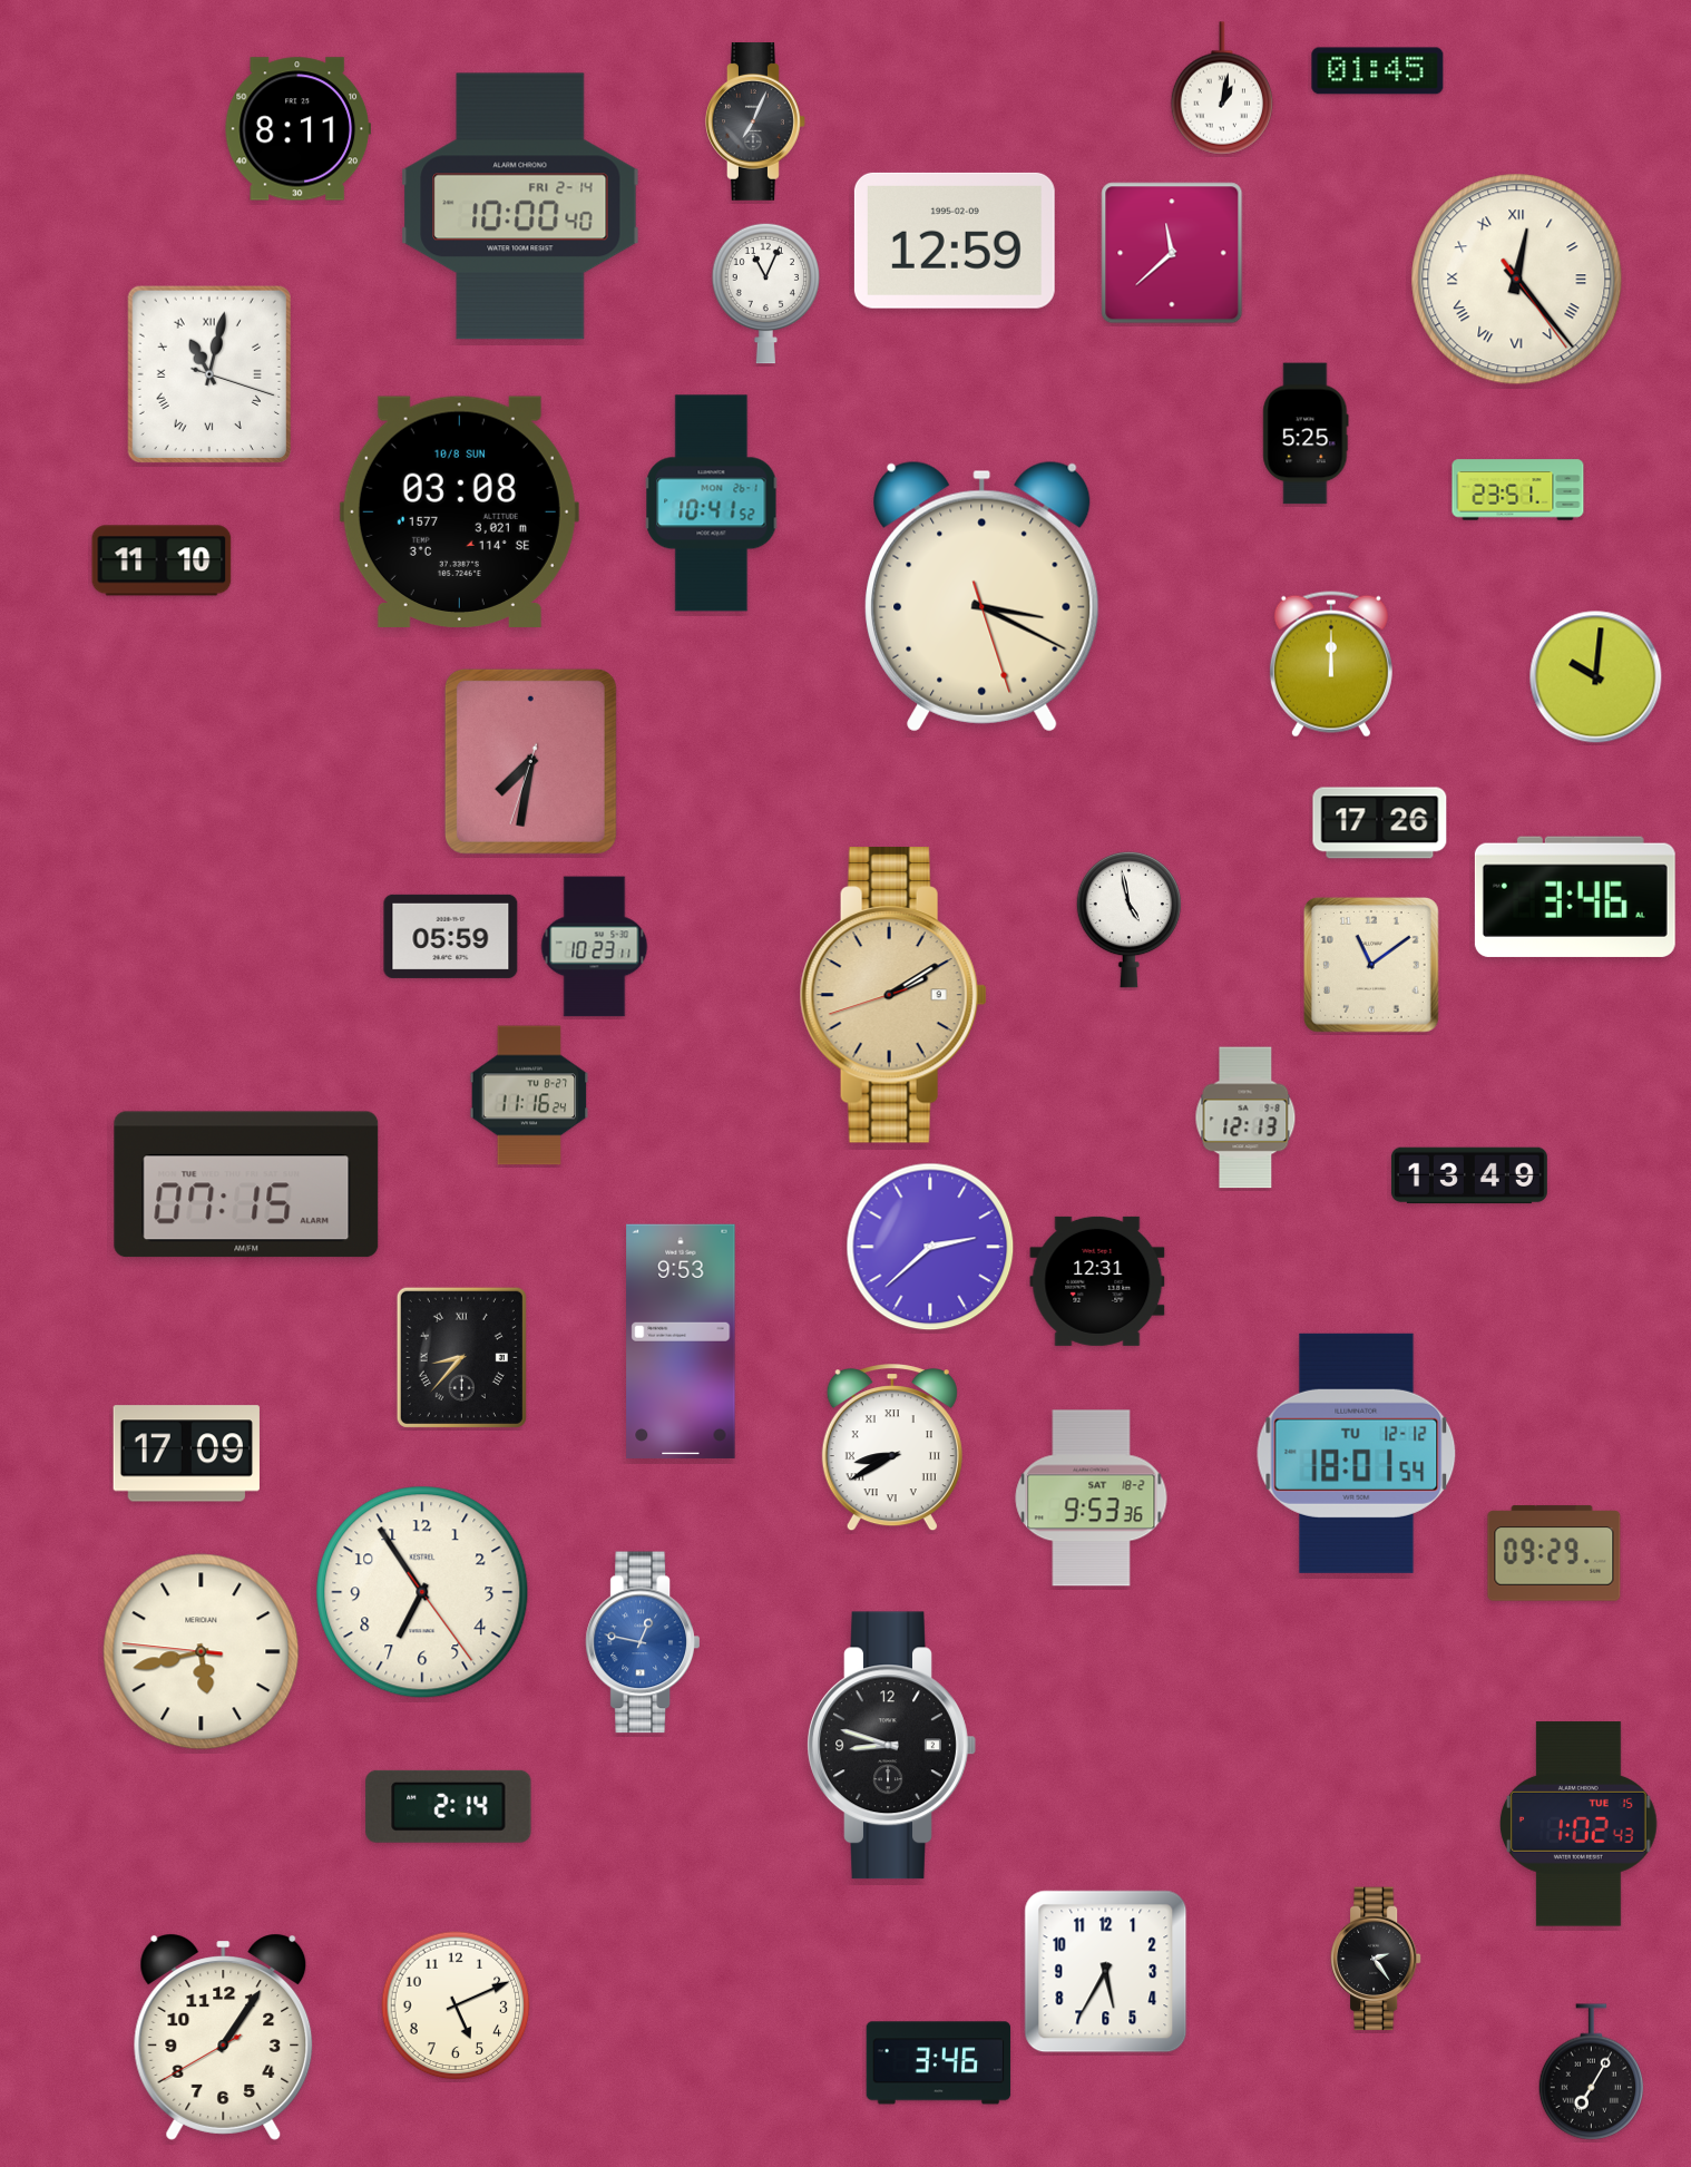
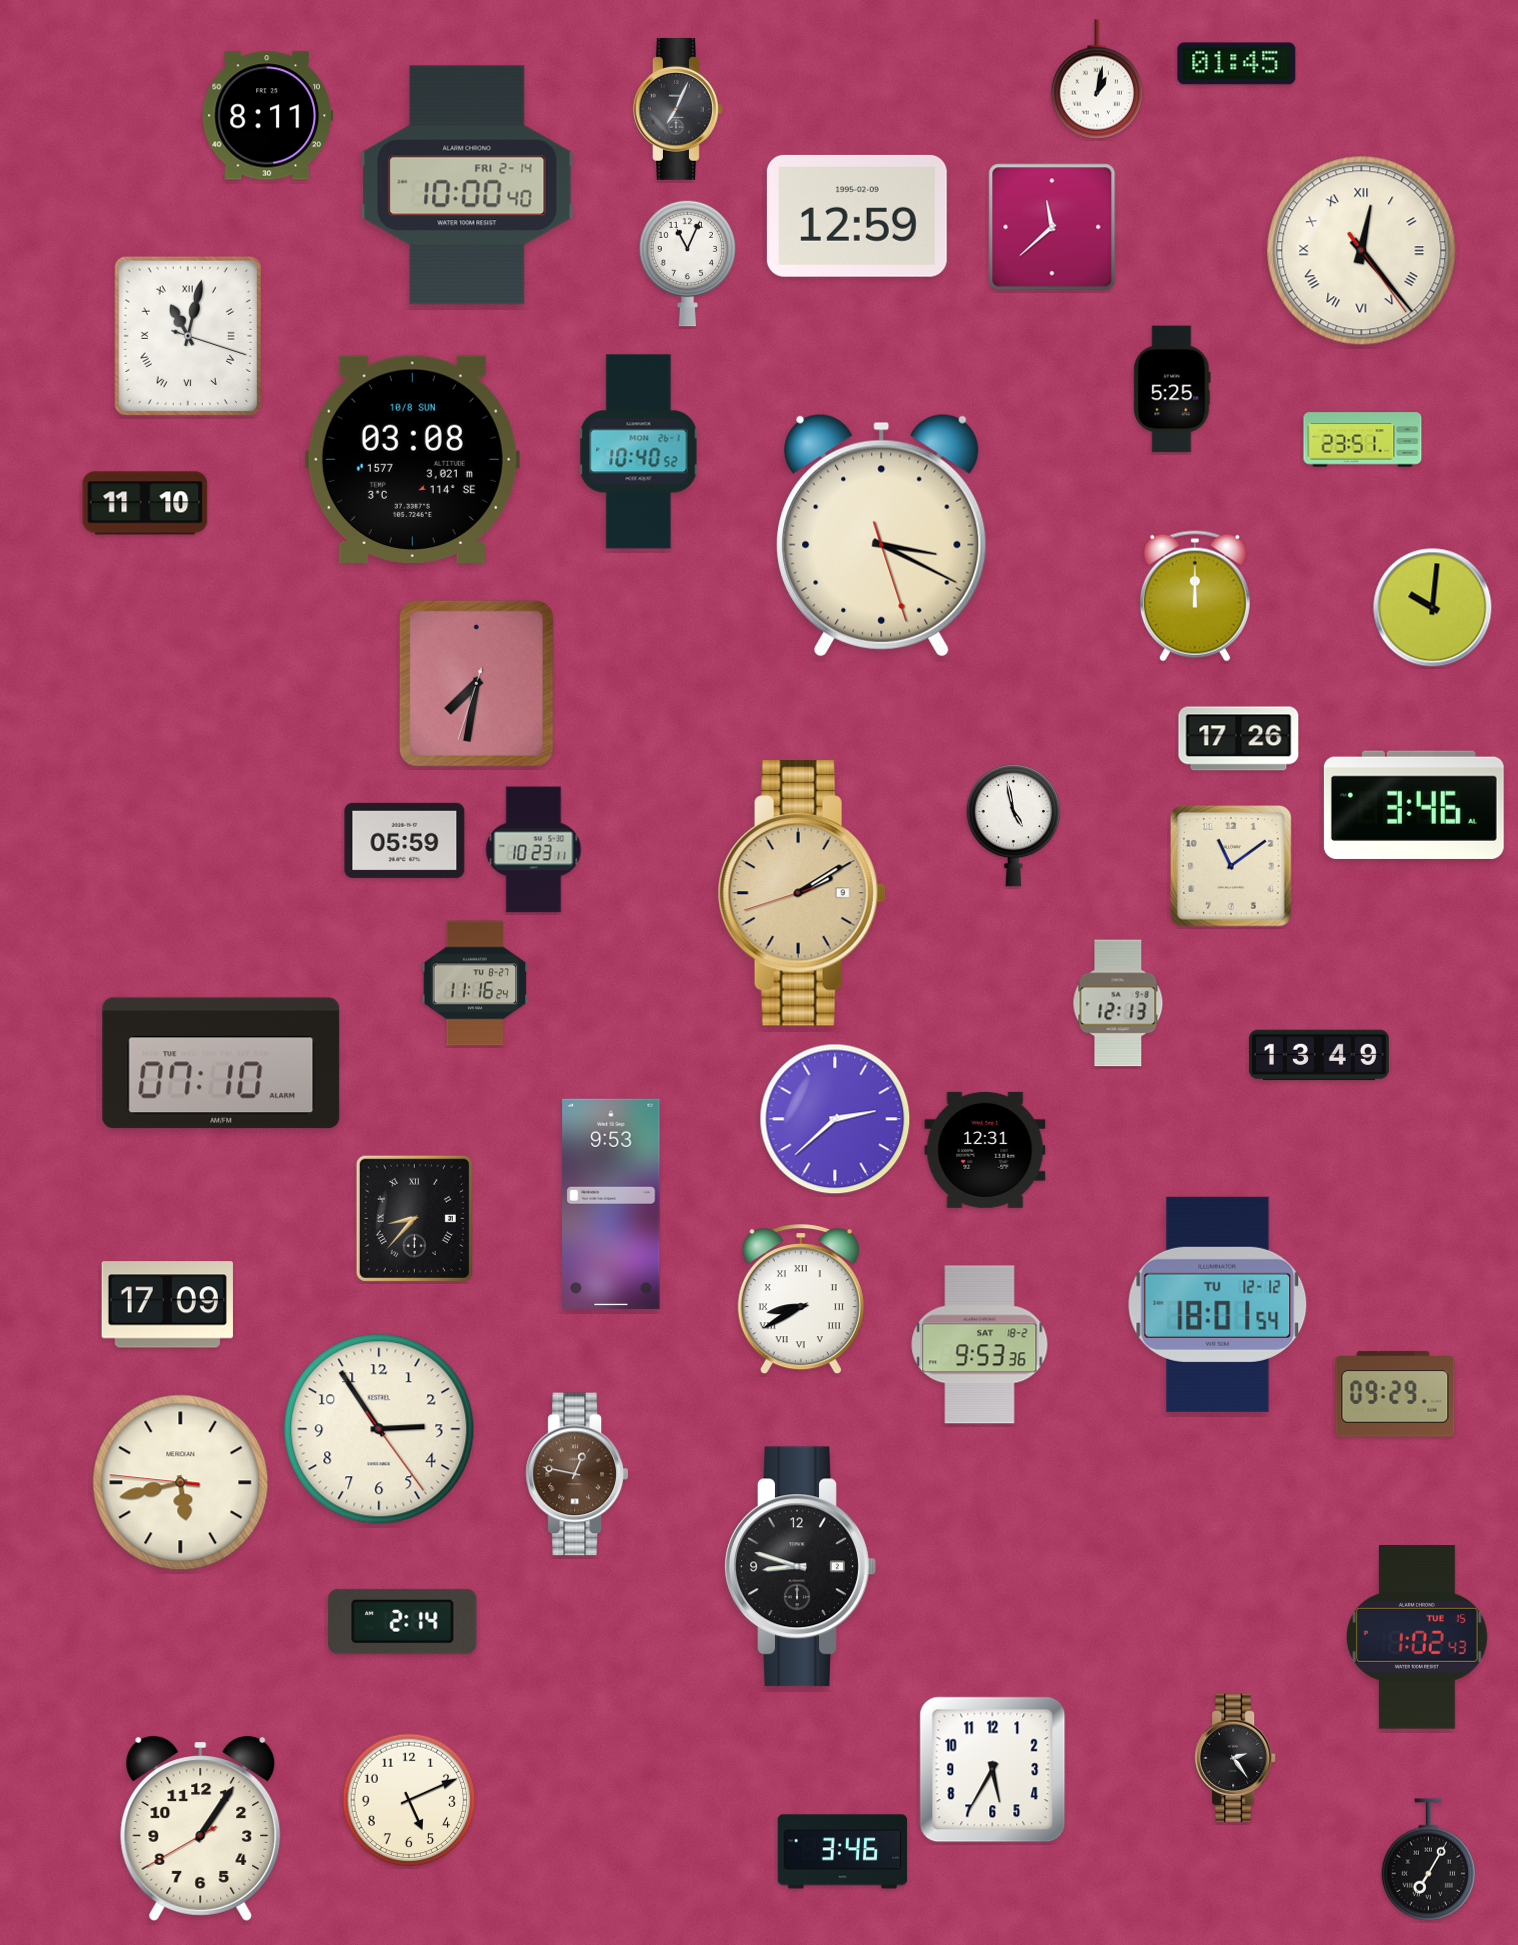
clock at (712, 504): 10:41 -> 10:40
clock at (246, 1184): 07:15 -> 07:10
clock at (422, 1592): 6:54 -> 2:54
clock at (642, 1642) dial: blue -> brown
